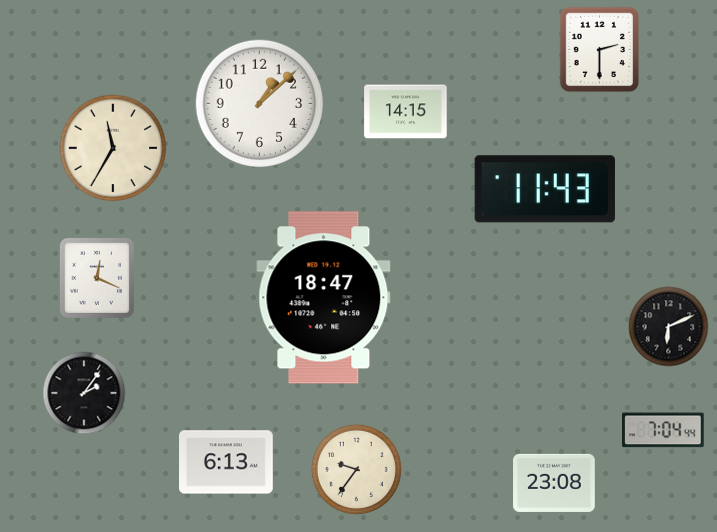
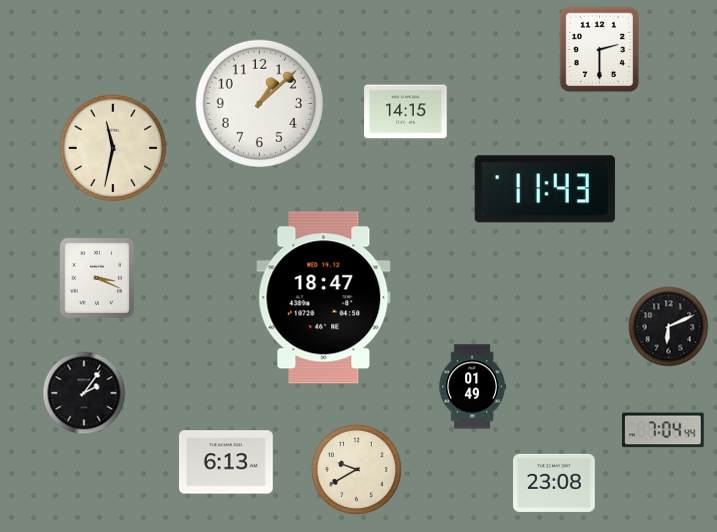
clock at (113, 148): 11:35 -> 11:32
clock at (97, 278): 12:19 -> 3:19
clock at (472, 387): none -> 01:49
clock at (356, 469): 9:36 -> 9:40
